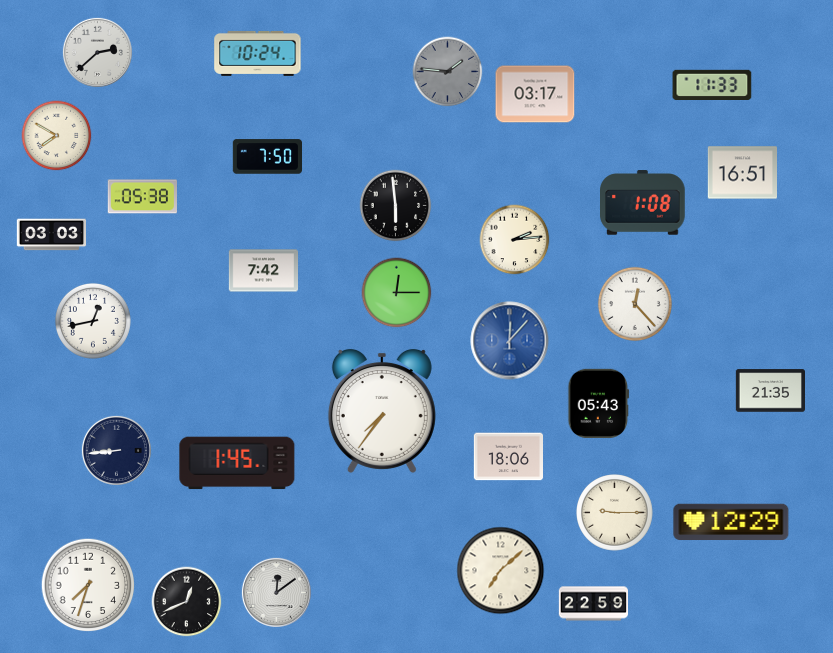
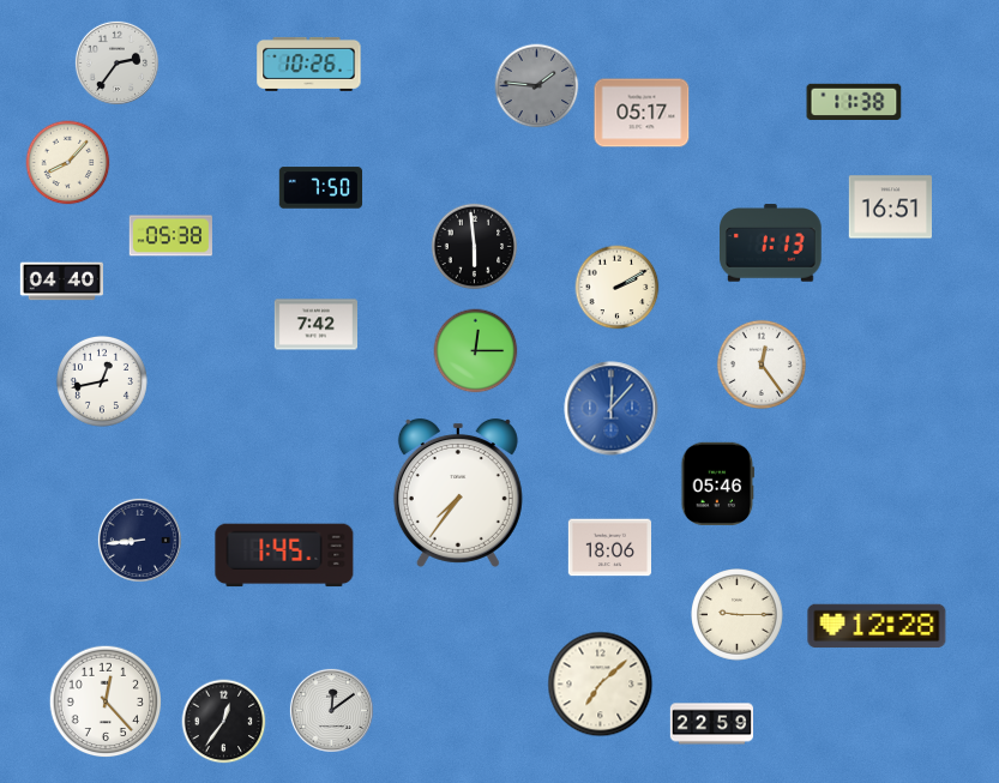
clock at (97, 52): 2:38 -> 2:36
clock at (258, 53): 10:24 -> 10:26
clock at (712, 84): 11:33 -> 11:38
clock at (535, 94): 03:17 -> 05:17
clock at (57, 136): 7:50 -> 8:07
clock at (643, 203): 1:08 -> 1:13
clock at (51, 235): 03:03 -> 04:40
clock at (515, 240): 2:14 -> 2:10
clock at (635, 304): 12:23 -> 12:24
clock at (93, 321) position: (93, 321) -> (102, 381)
clock at (770, 391): 21:35 -> none
clock at (599, 403): 05:43 -> 05:46
clock at (731, 522): 12:29 -> 12:28
clock at (88, 585): 7:33 -> 12:23
clock at (187, 602): 12:41 -> 12:36
